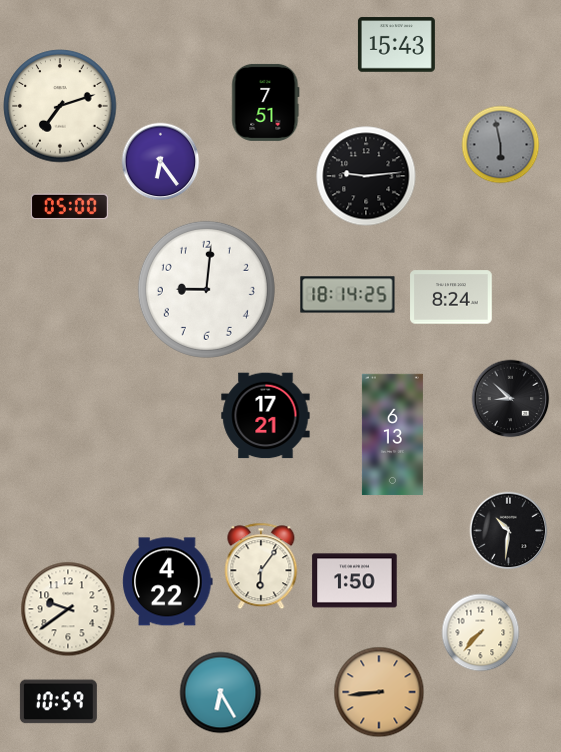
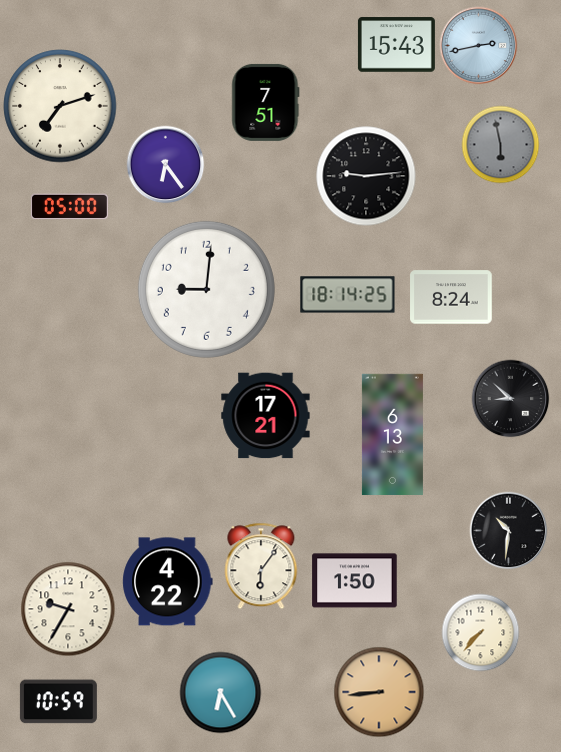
clock at (478, 45): none -> 2:43
clock at (160, 161) position: (160, 161) -> (165, 164)
clock at (68, 609): 9:39 -> 9:35
